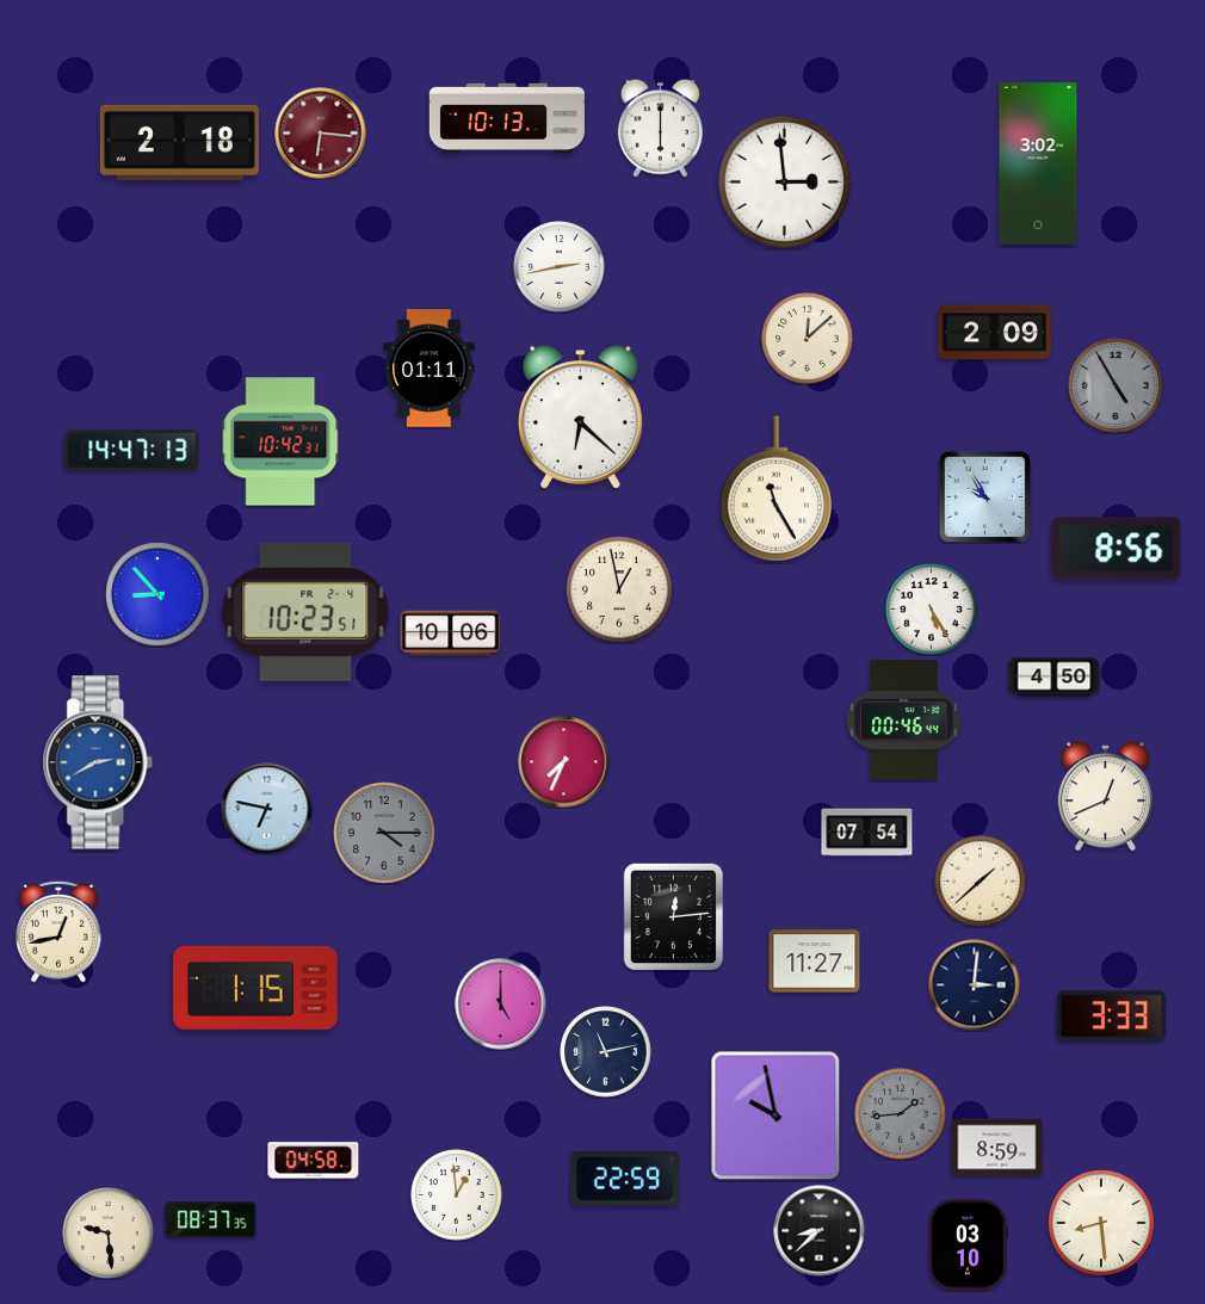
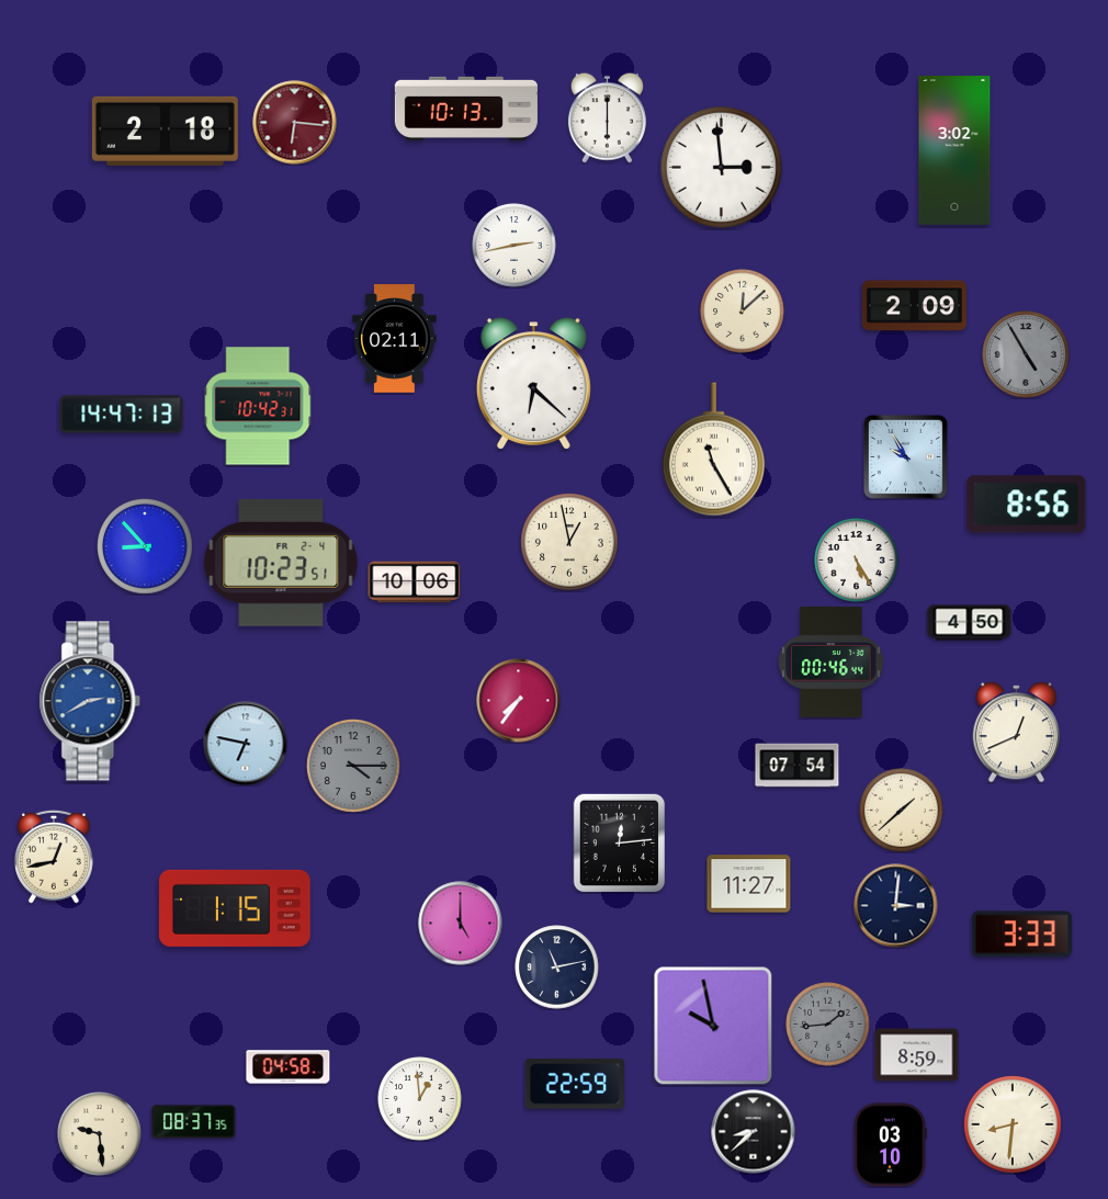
clock at (430, 369): 01:11 -> 02:11
clock at (564, 762): 7:34 -> 7:36
clock at (1102, 1224): 8:29 -> 8:31
